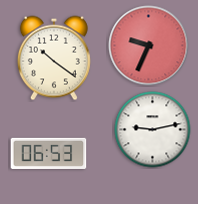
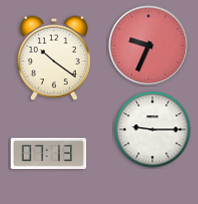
clock at (153, 130): 9:13 -> 9:15
clock at (49, 153): 06:53 -> 07:13
